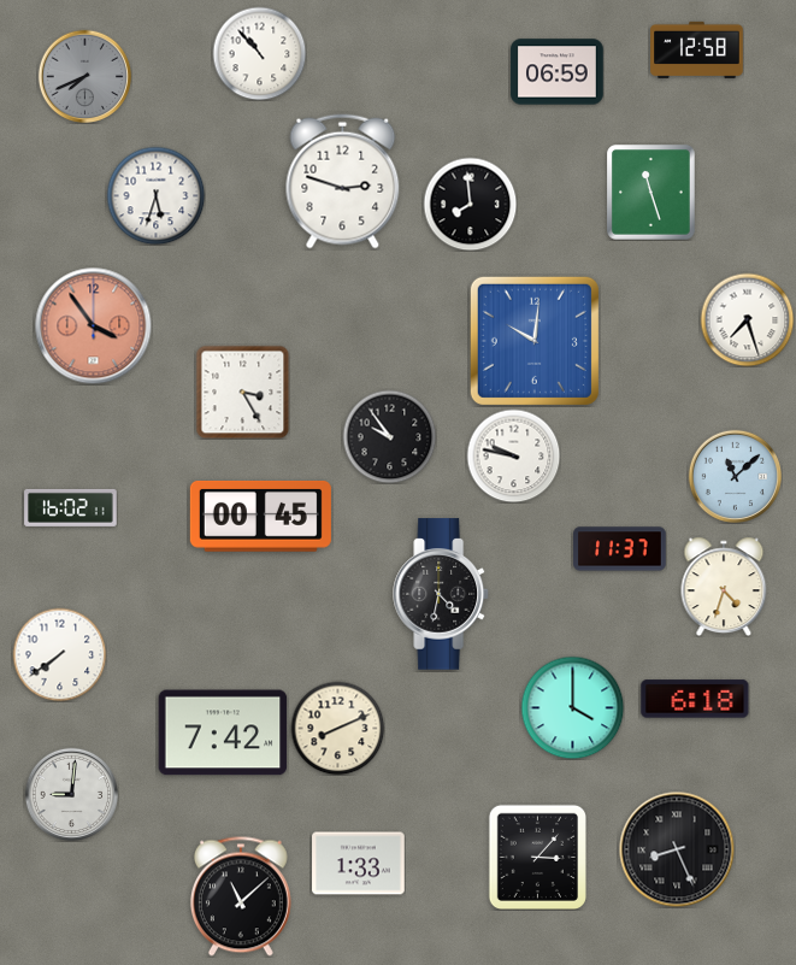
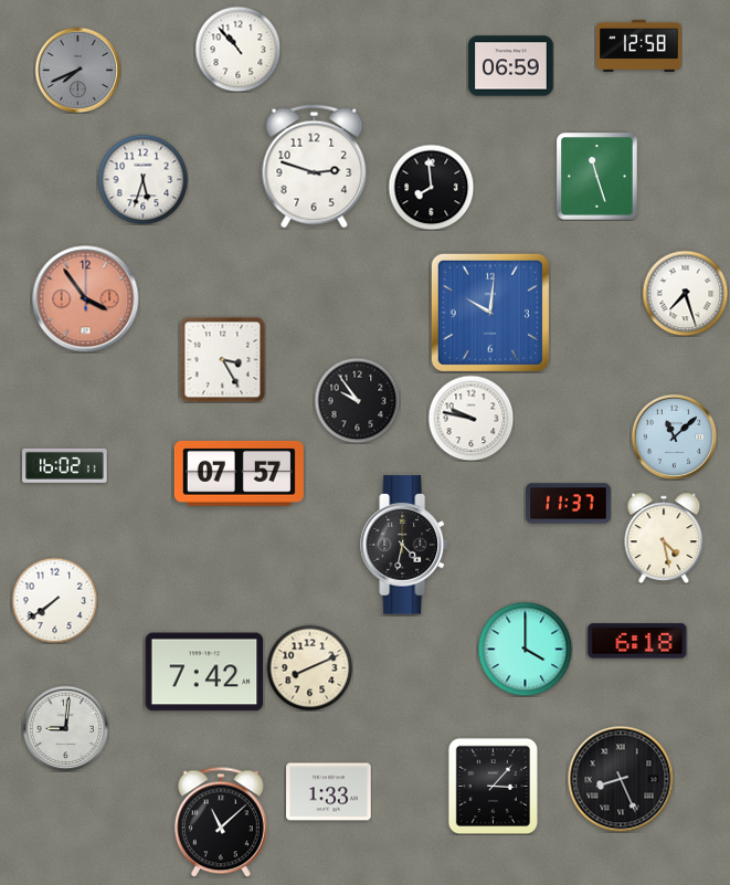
clock at (260, 516): 00:45 -> 07:57
clock at (724, 587): 4:33 -> 4:28
